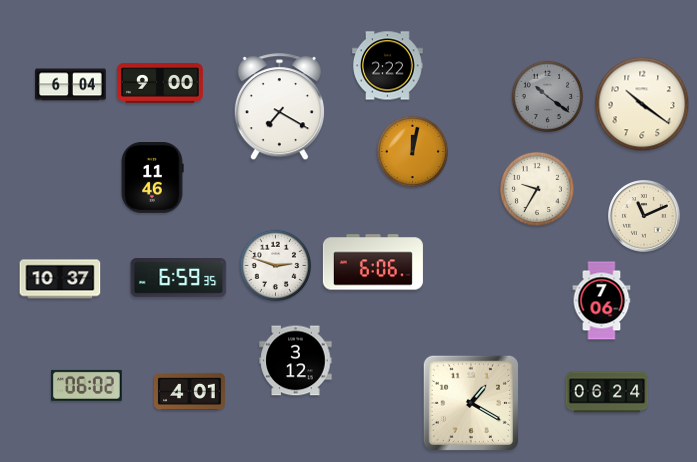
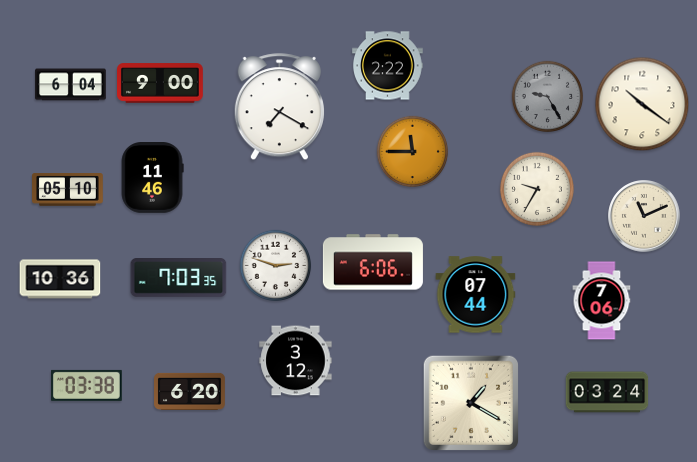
clock at (548, 97): 10:21 -> 9:25
clock at (413, 152): 12:02 -> 11:45
clock at (68, 190): none -> 05:10
clock at (179, 278): 6:59 -> 7:03
clock at (60, 279): 10:37 -> 10:36
clock at (476, 295): none -> 07:44
clock at (87, 385): 06:02 -> 03:38
clock at (190, 391): 4:01 -> 6:20
clock at (607, 392): 06:24 -> 03:24
